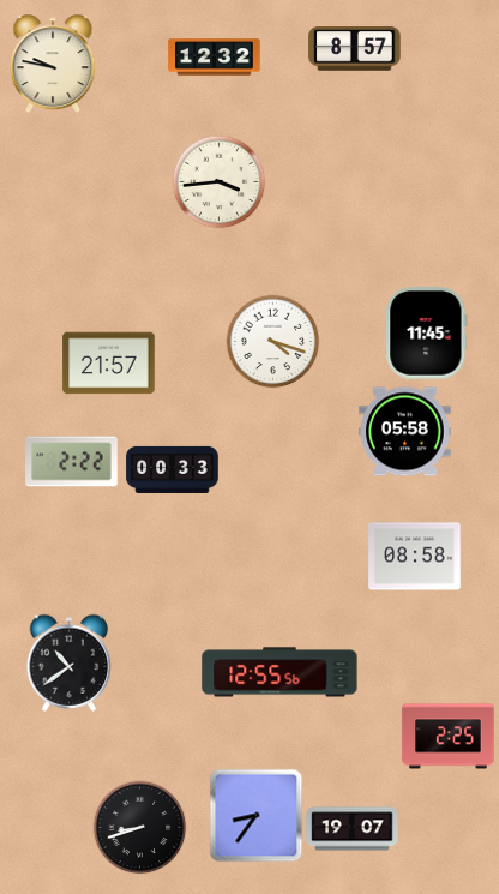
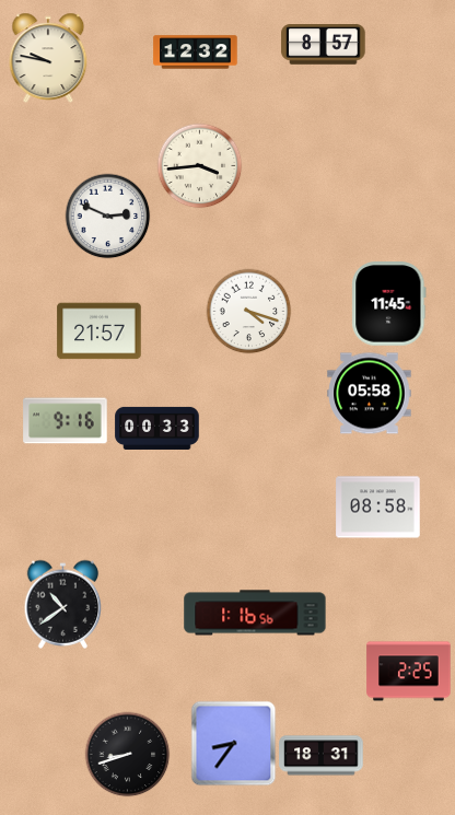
clock at (107, 216): none -> 2:49
clock at (72, 462): 2:22 -> 9:16
clock at (279, 672): 12:55 -> 1:16
clock at (353, 829): 19:07 -> 18:31
